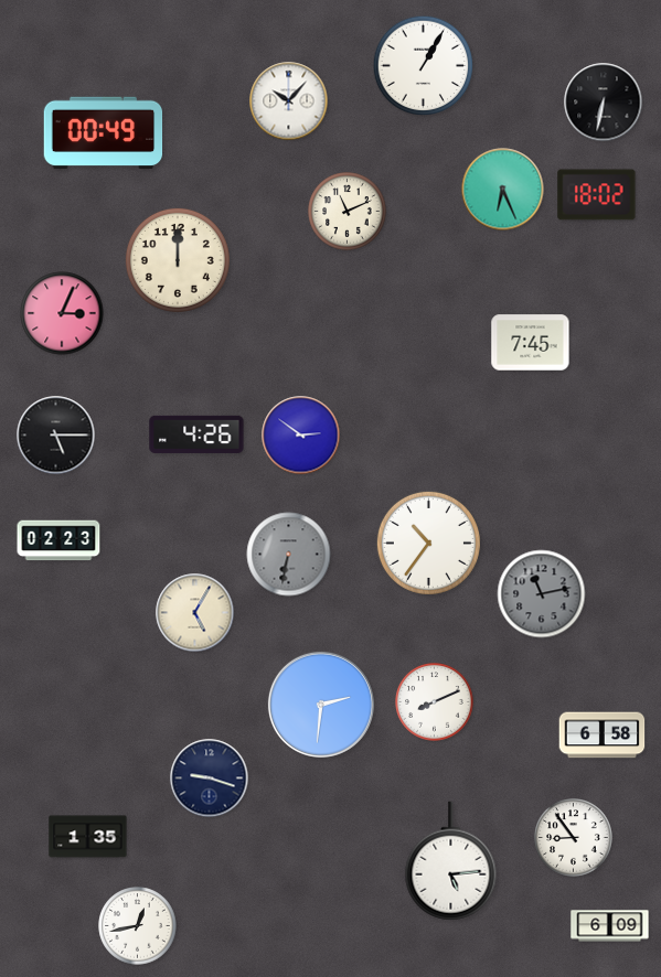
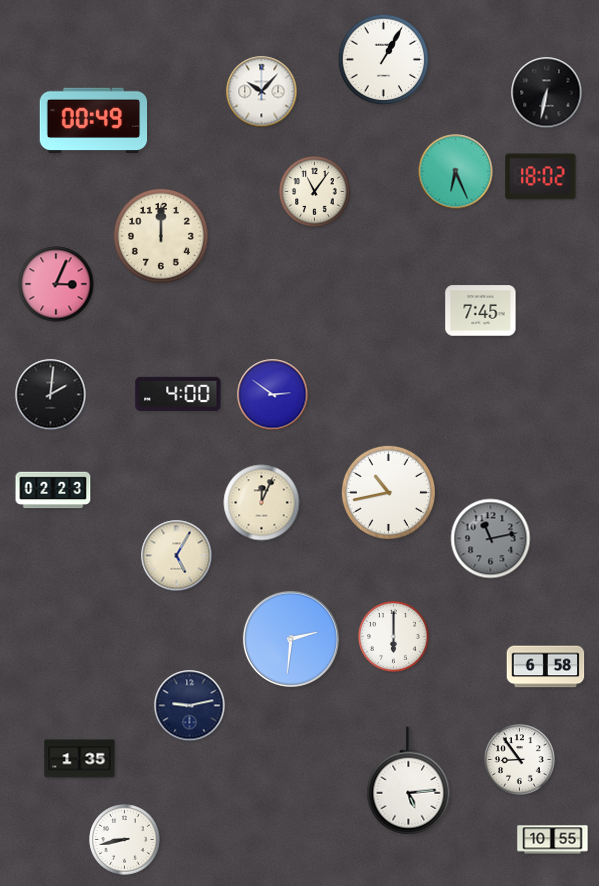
clock at (348, 212): 11:11 -> 11:06
clock at (196, 434): 4:26 -> 4:00
clock at (56, 436): 5:15 -> 2:01
clock at (428, 543): 10:36 -> 10:43
clock at (289, 555): 6:32 -> 12:04
clock at (289, 555) dial: grey -> cream
clock at (435, 702): 8:11 -> 6:00
clock at (210, 779): 9:18 -> 9:13
clock at (138, 926): 12:43 -> 8:43
clock at (610, 926): 6:09 -> 10:55
